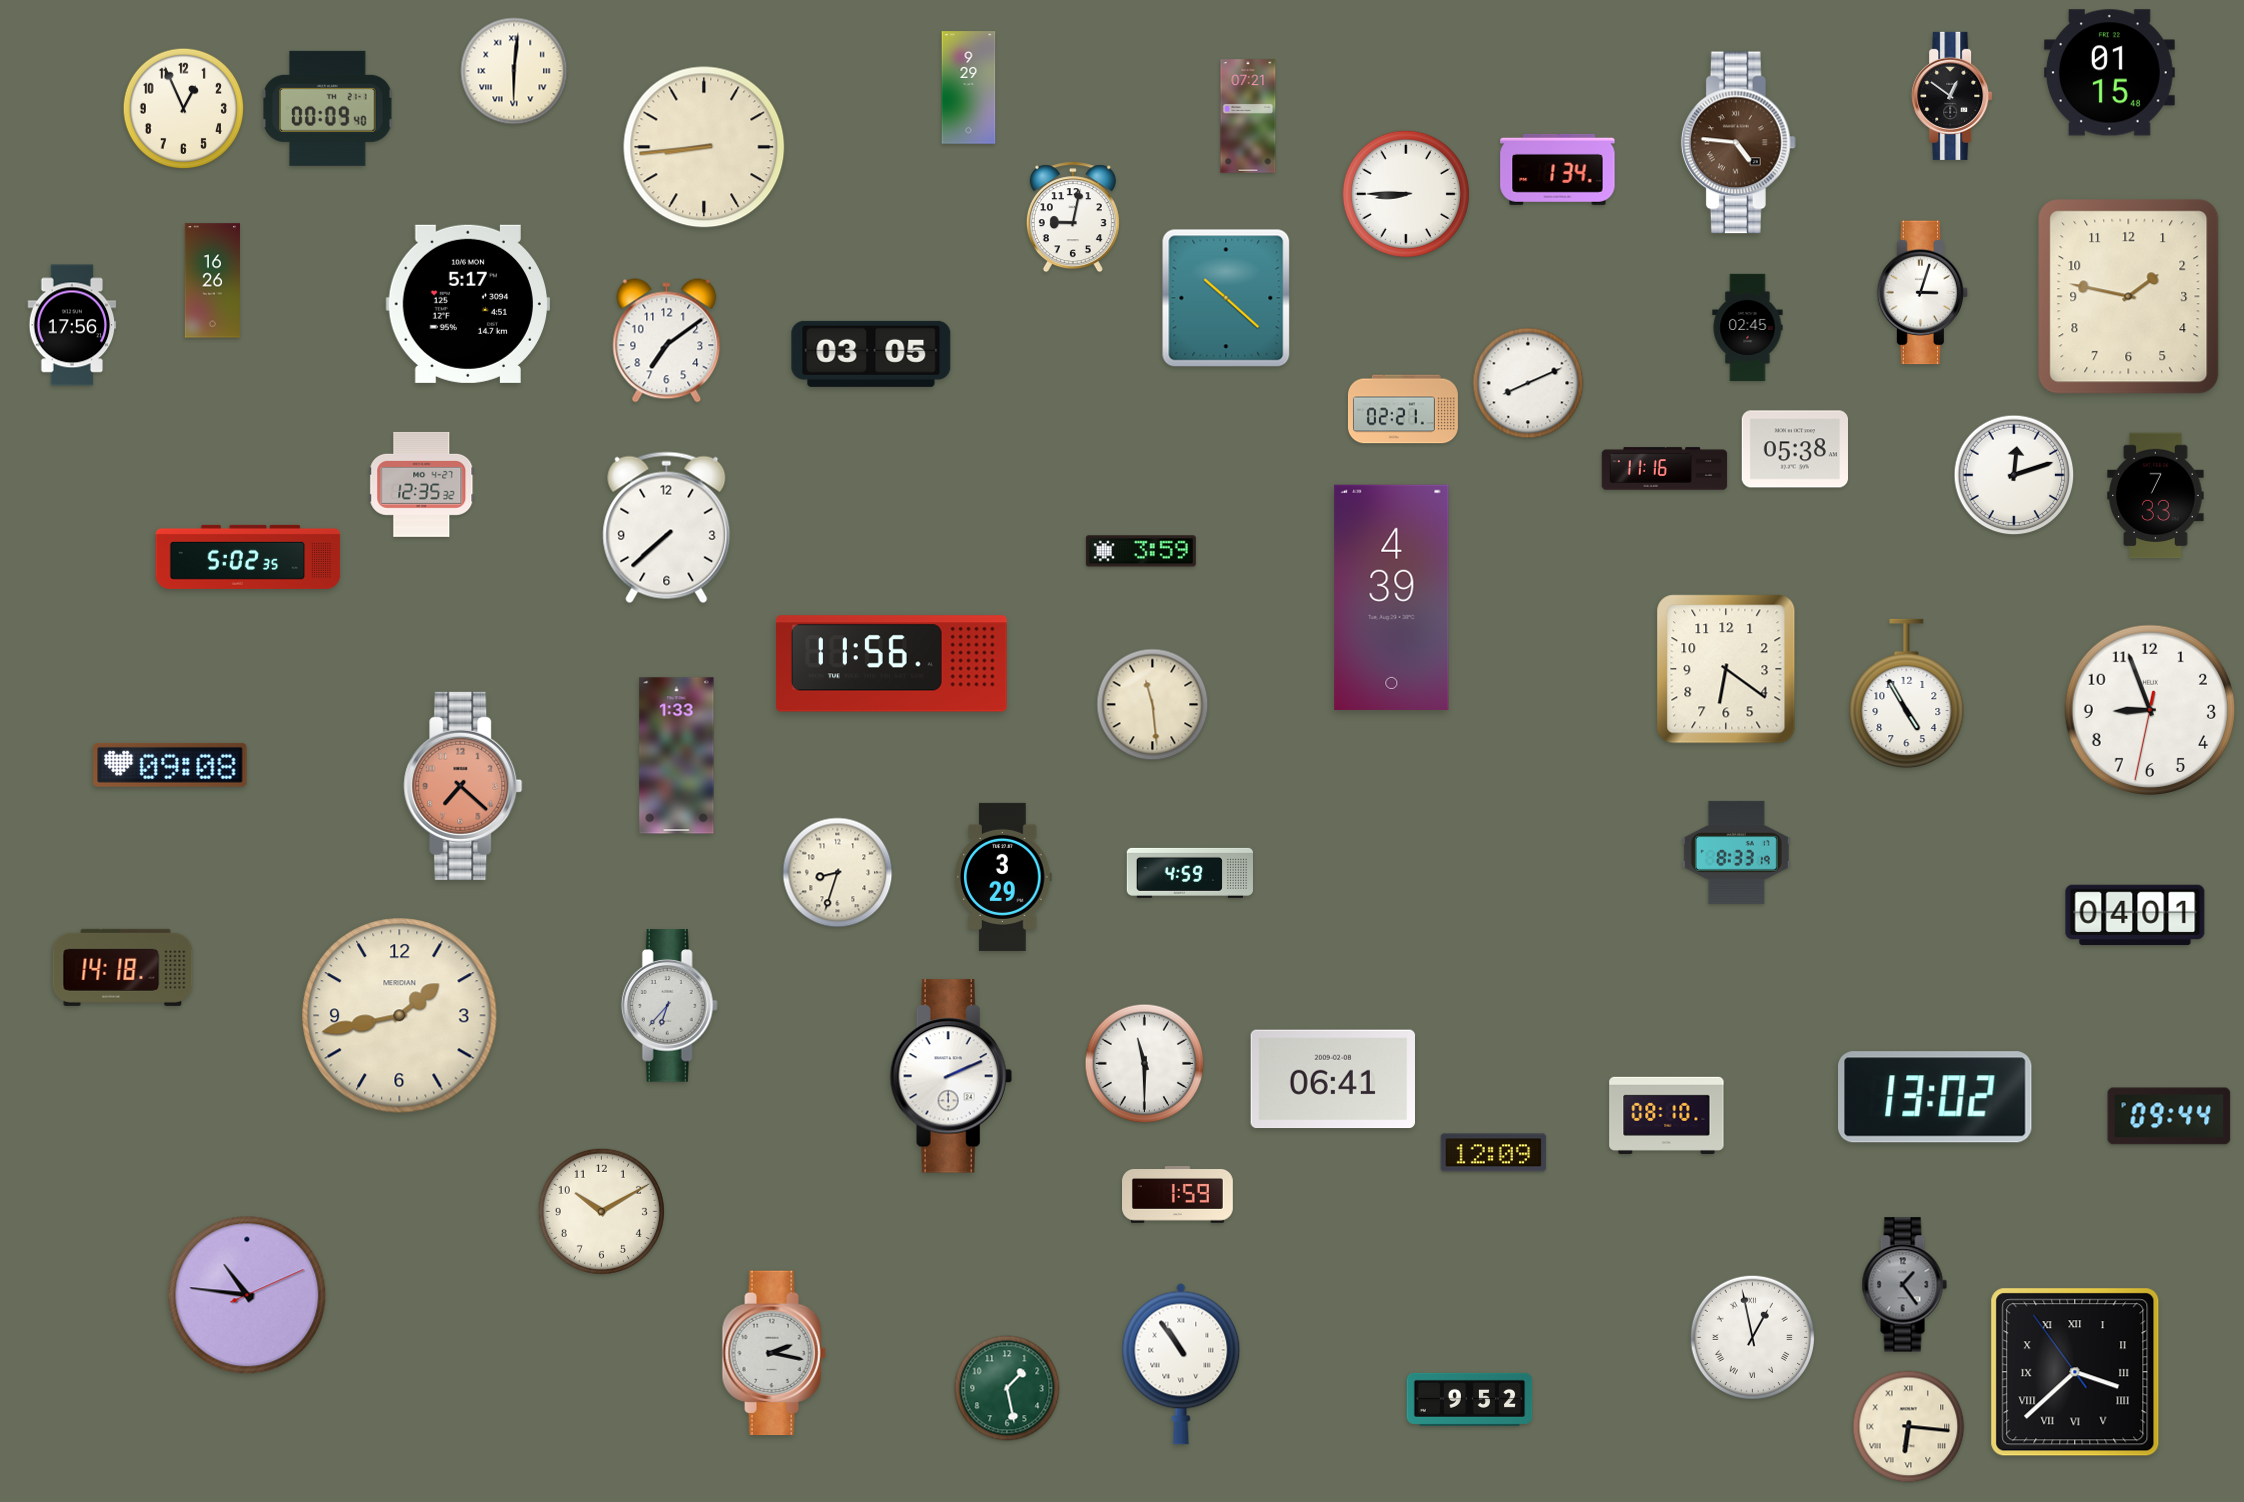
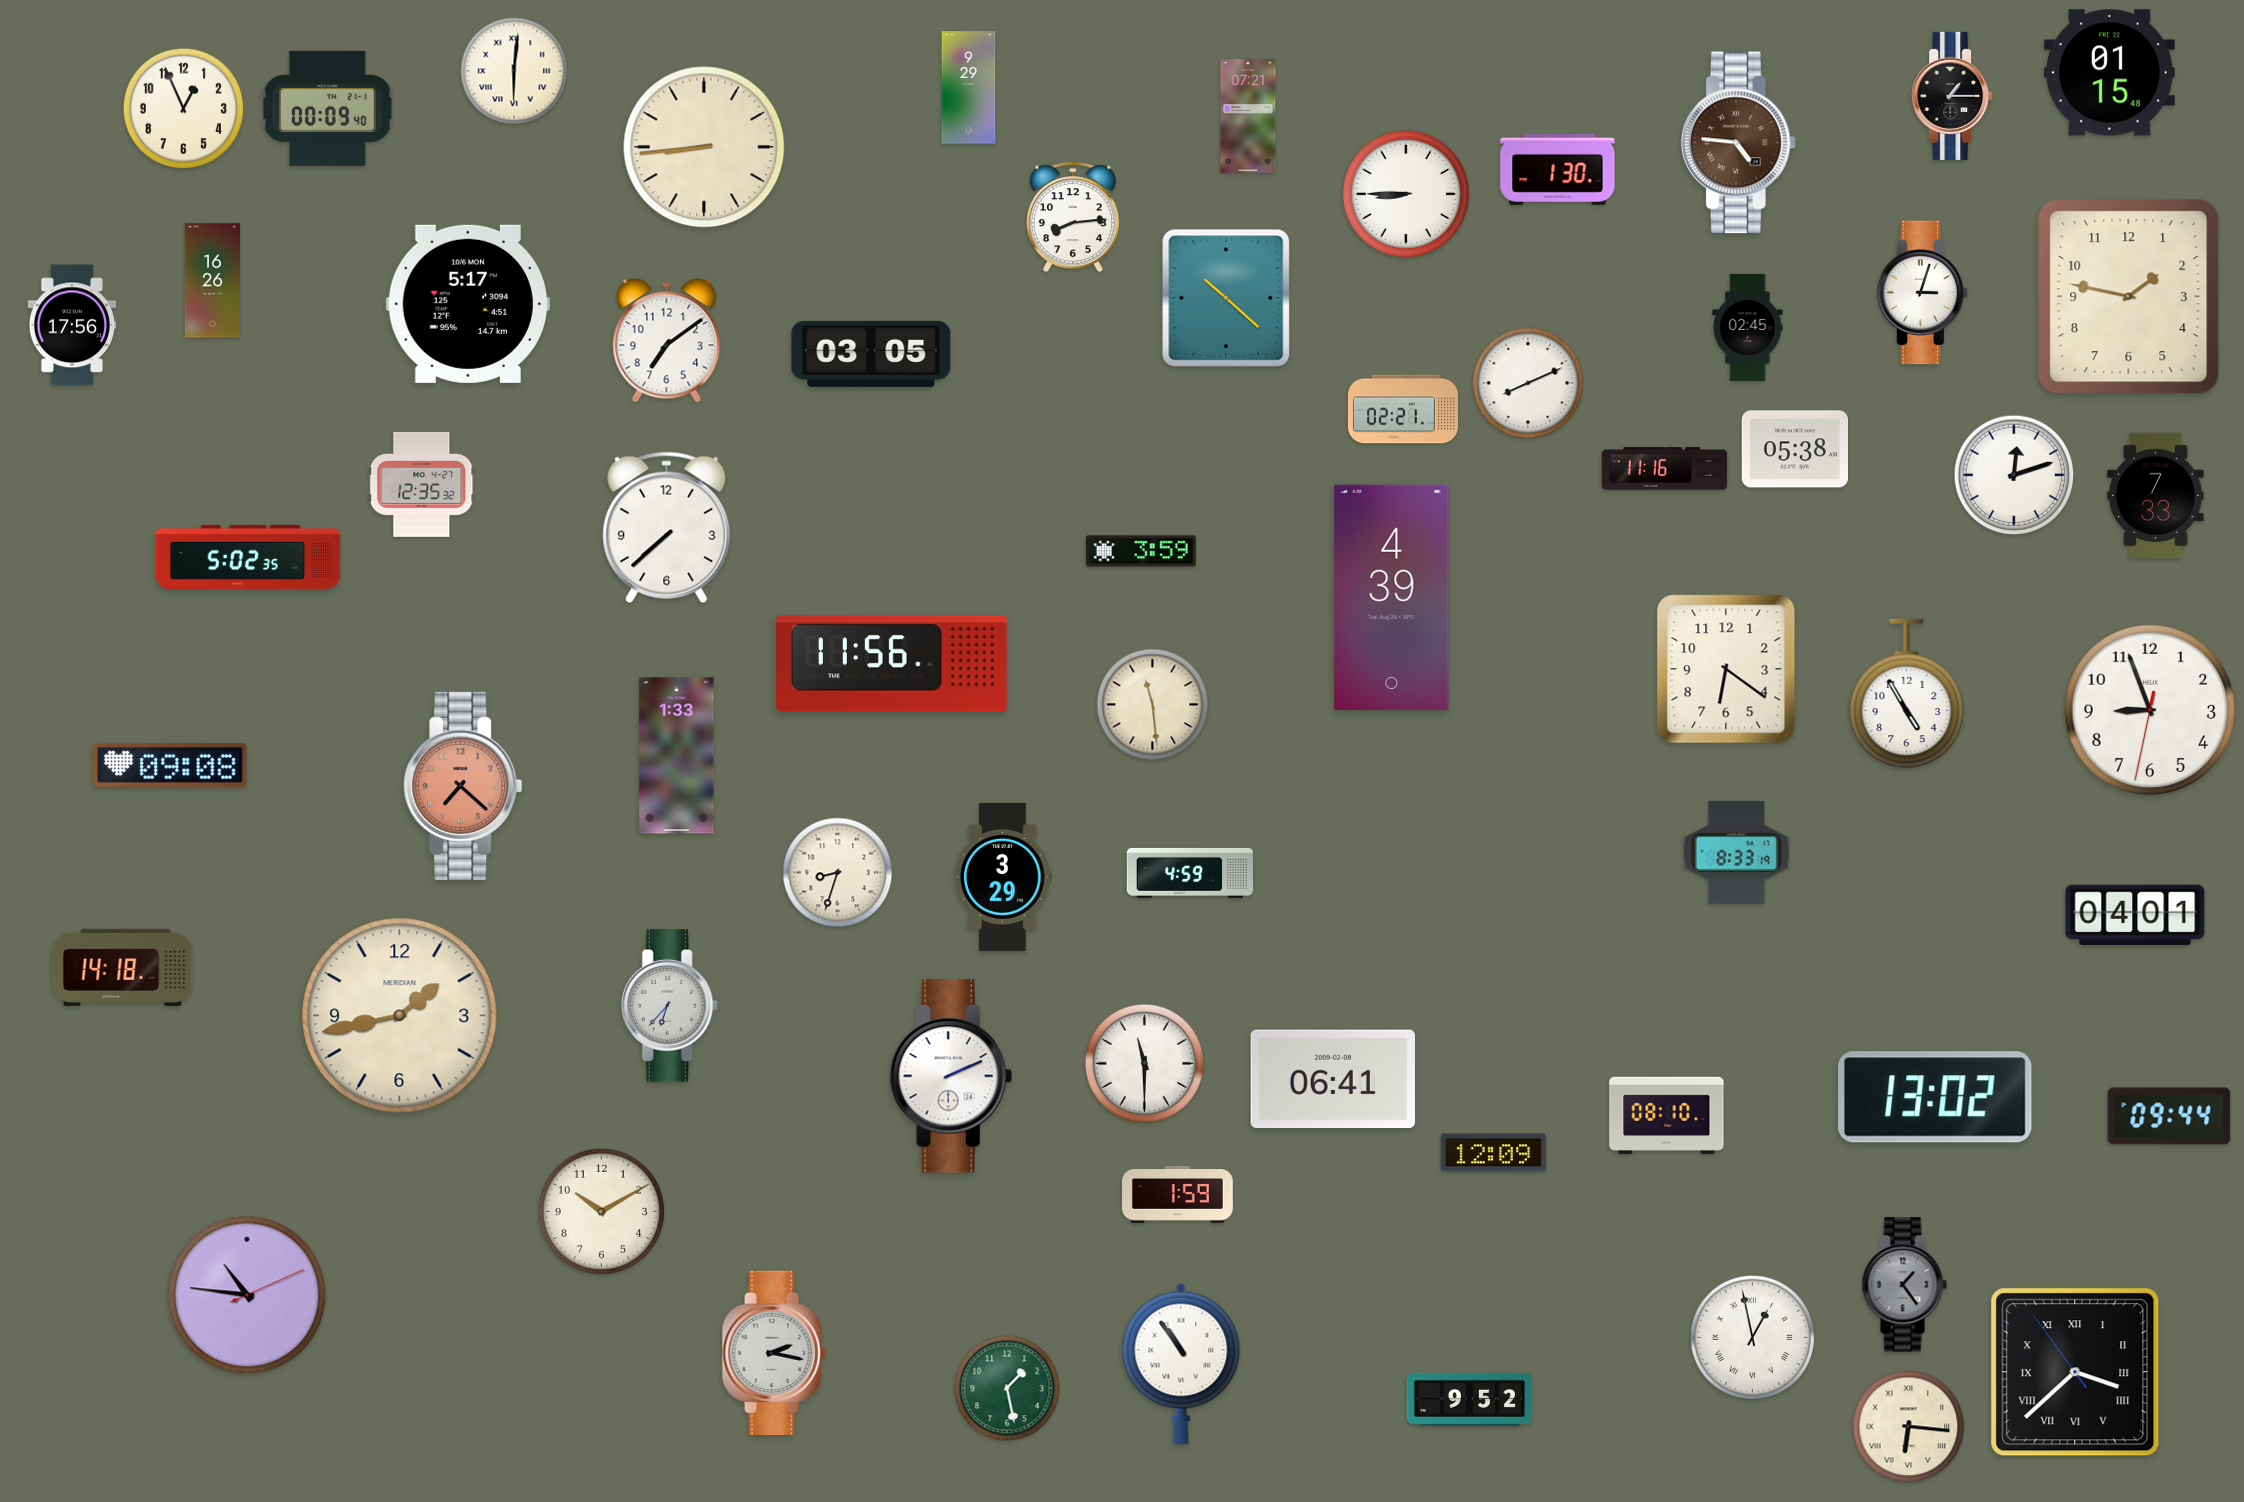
clock at (1952, 96): 12:51 -> 1:15
clock at (1558, 169): 1:34 -> 1:30
clock at (1073, 217): 9:02 -> 8:14
